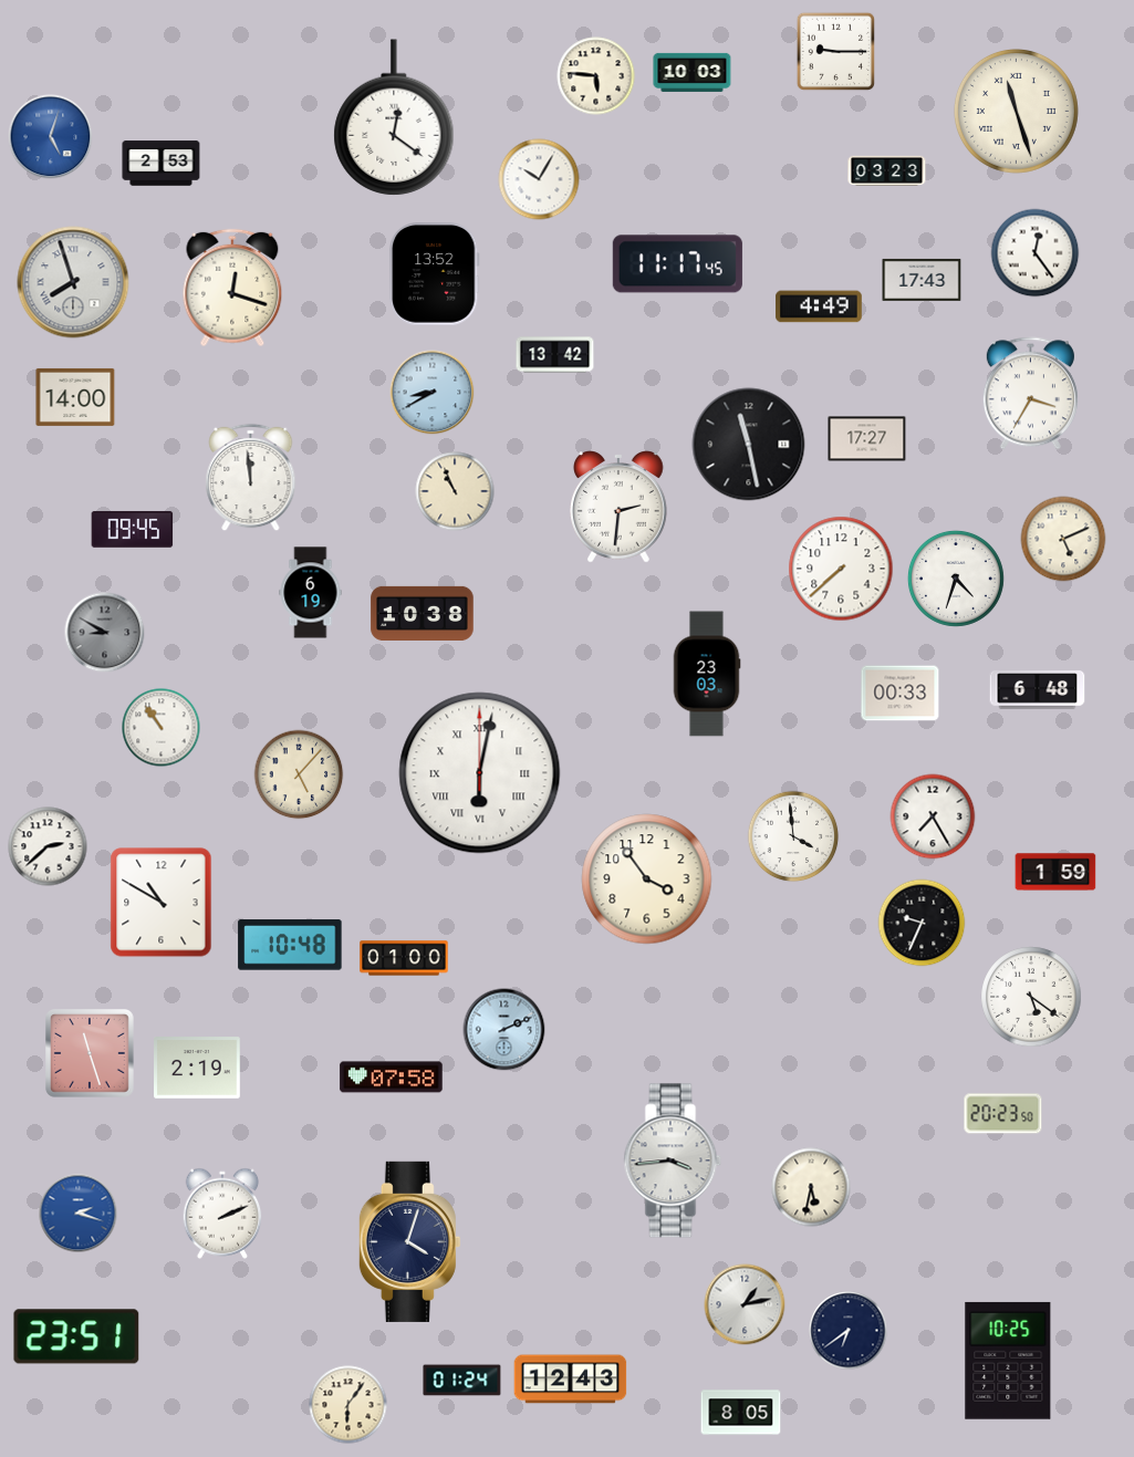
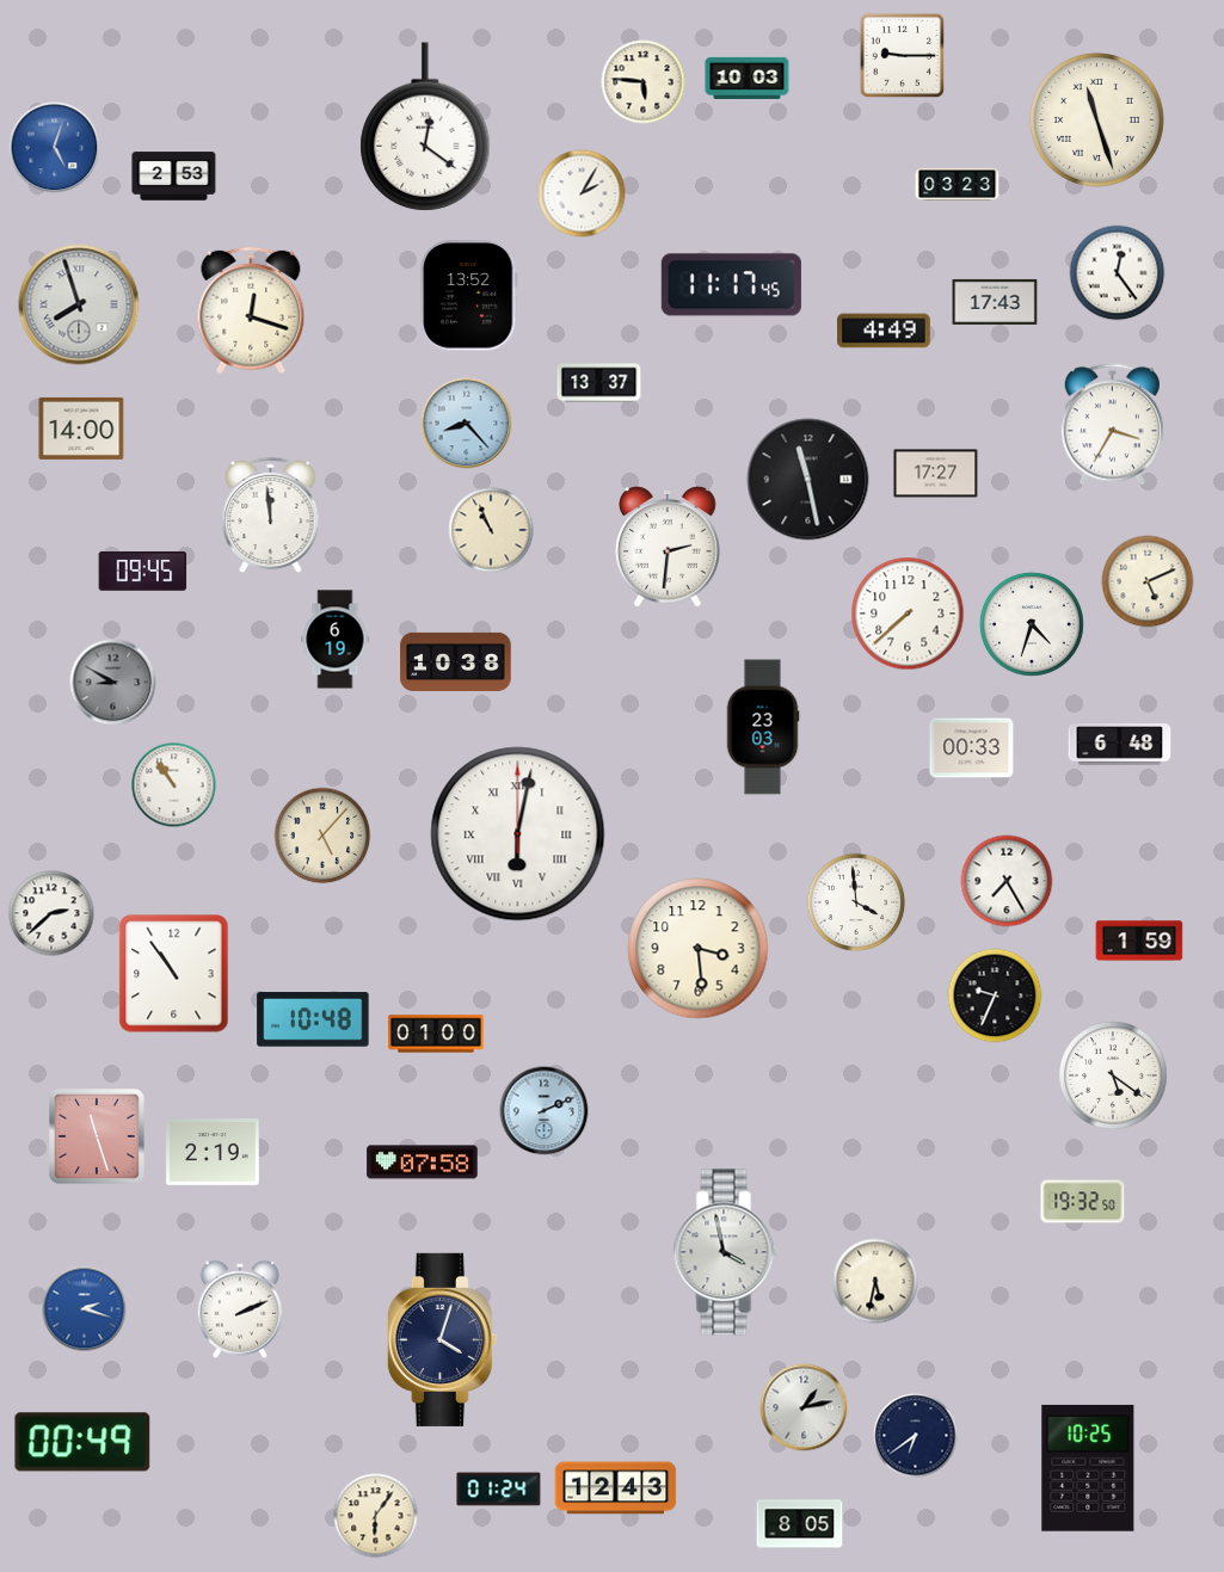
clock at (539, 179): 10:05 -> 2:05
clock at (555, 355): 13:42 -> 13:37
clock at (433, 393): 8:40 -> 8:23
clock at (647, 880): 3:54 -> 3:29
clock at (162, 903): 10:50 -> 10:54
clock at (1003, 1114): 20:23 -> 19:32
clock at (673, 1161): 3:44 -> 3:58
clock at (76, 1336): 23:51 -> 00:49
